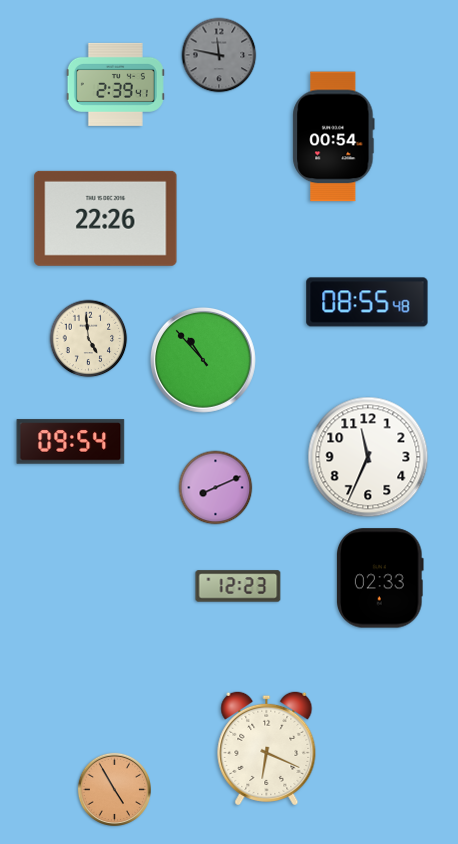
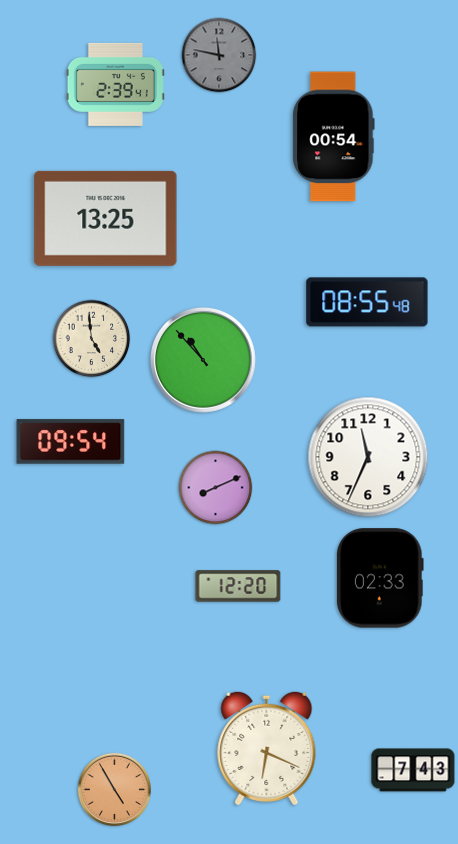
clock at (106, 218): 22:26 -> 13:25
clock at (89, 339) position: (89, 339) -> (92, 339)
clock at (238, 586): 12:23 -> 12:20
clock at (413, 770): none -> 7:43
